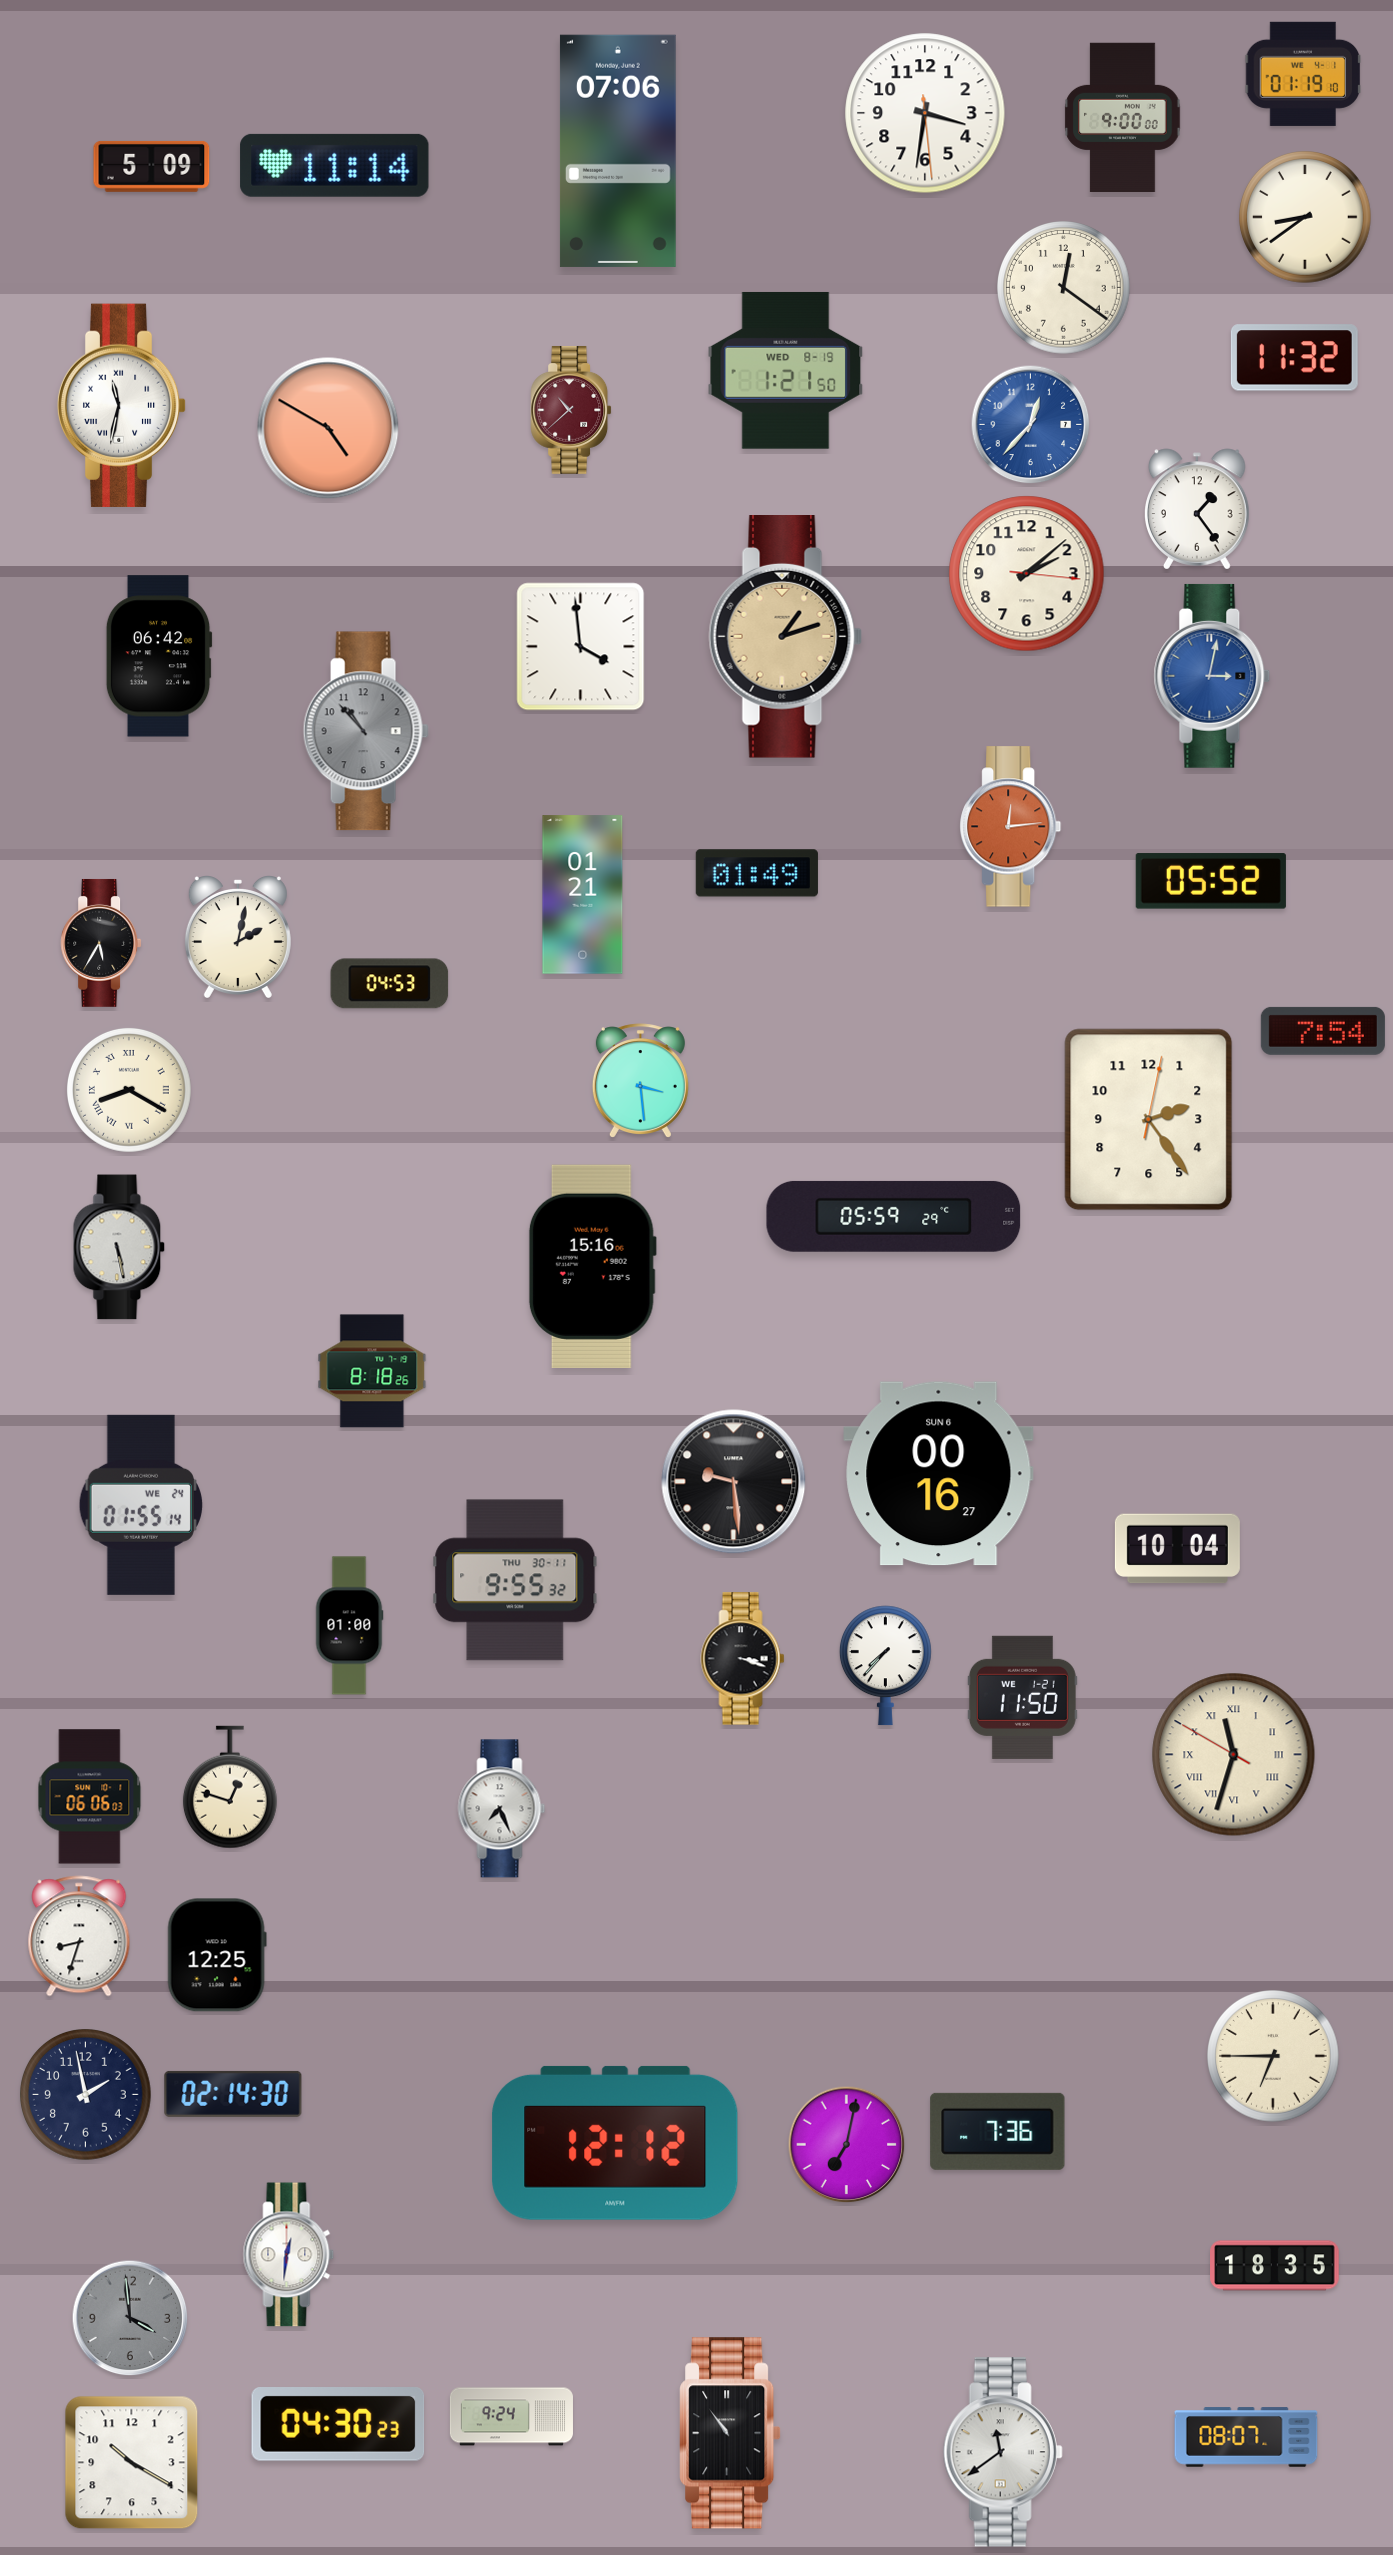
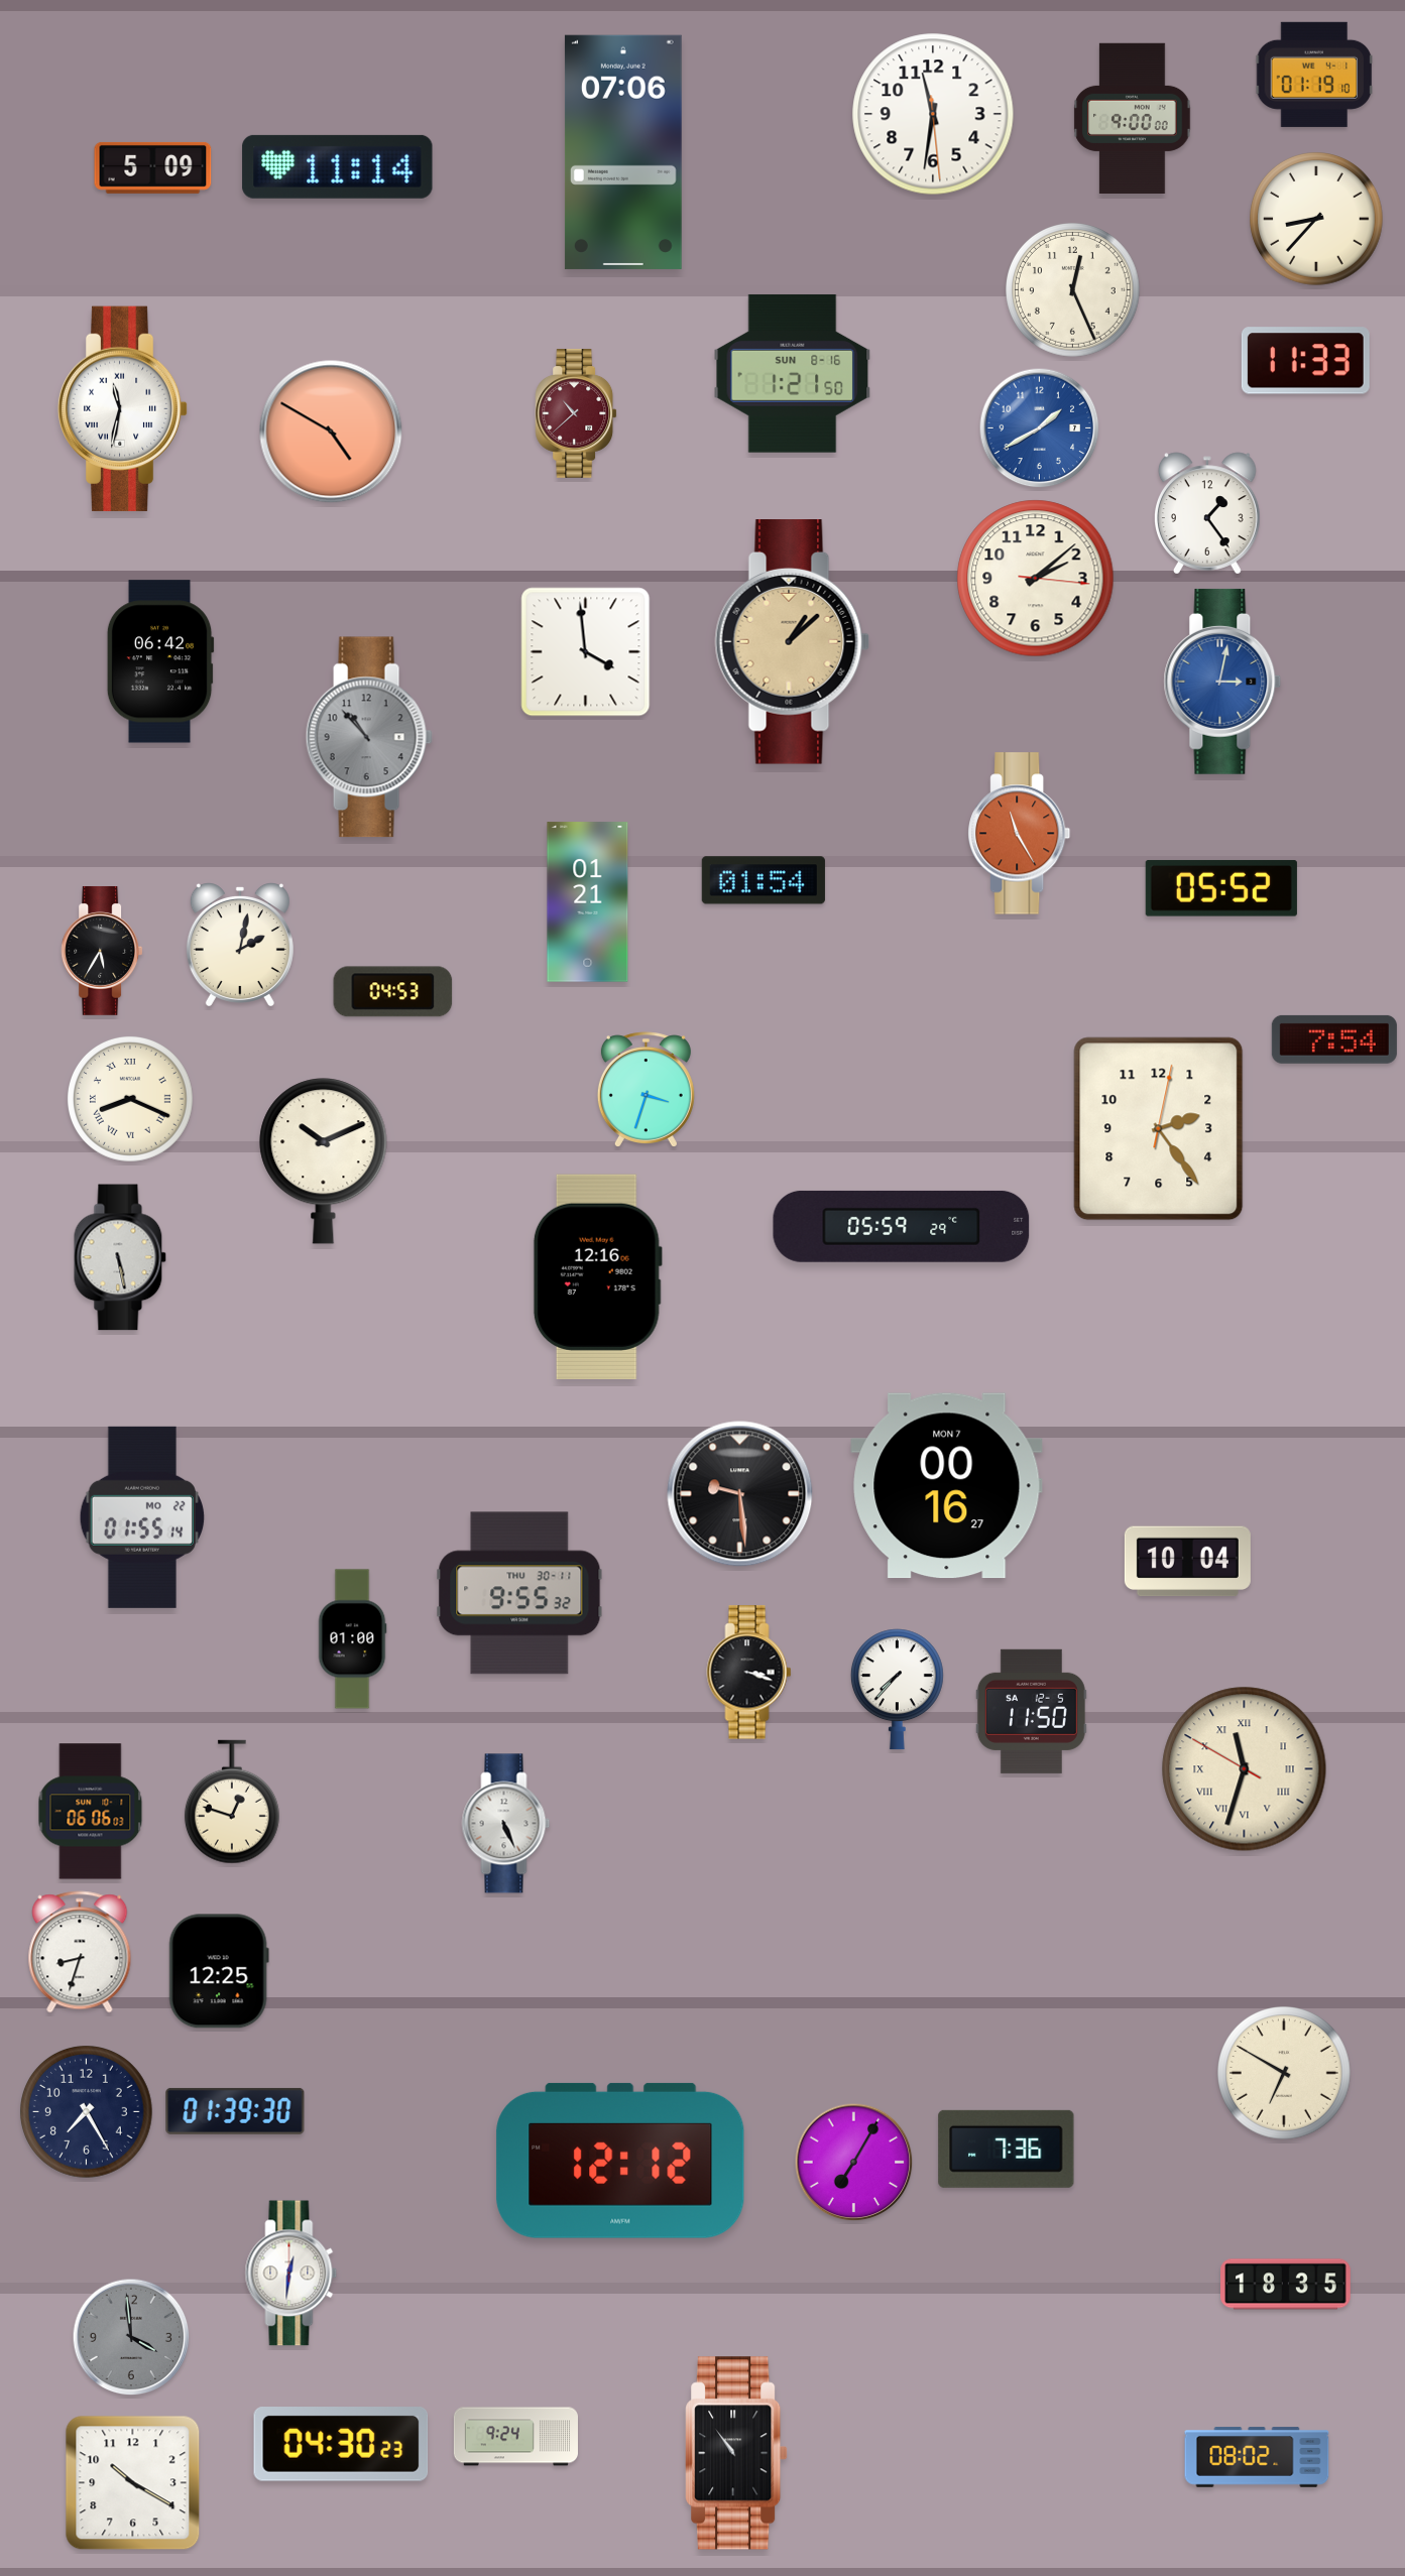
clock at (925, 113): 3:31 -> 11:31
clock at (1306, 218): 8:39 -> 8:37
clock at (1064, 288): 12:21 -> 12:26
clock at (1294, 358): 11:32 -> 11:33
clock at (786, 370) date: WED 8-19 -> SUN 8-16
clock at (1031, 425): 12:37 -> 1:40
clock at (786, 637): 1:12 -> 1:08
clock at (1011, 827): 12:14 -> 11:25
clock at (757, 873): 01:49 -> 01:54
clock at (640, 1080): 3:29 -> 3:33
clock at (129, 1090): 8:20 -> 8:19
clock at (324, 1161): none -> 10:11
clock at (592, 1266): 15:16 -> 12:16
clock at (372, 1371): 8:18 -> none
clock at (939, 1474) date: SUN 6 -> MON 7
clock at (141, 1505) date: WE 24 -> MO 22
clock at (885, 1666) position: (885, 1666) -> (897, 1690)
clock at (1022, 1697) date: WE 1-21 -> SA 12-5
clock at (502, 1809): 7:26 -> 5:26
clock at (1274, 2057): 6:45 -> 6:50
clock at (233, 2094): 02:14 -> 01:39
clock at (86, 2095): 1:58 -> 7:25
clock at (847, 2145): 7:02 -> 7:05
clock at (1246, 2437): 08:07 -> 08:02
clock at (1003, 2452): 11:39 -> none
